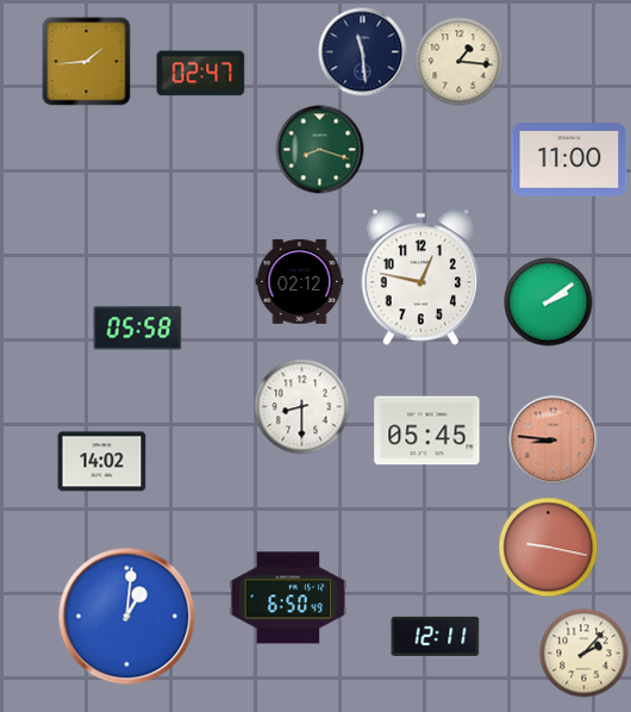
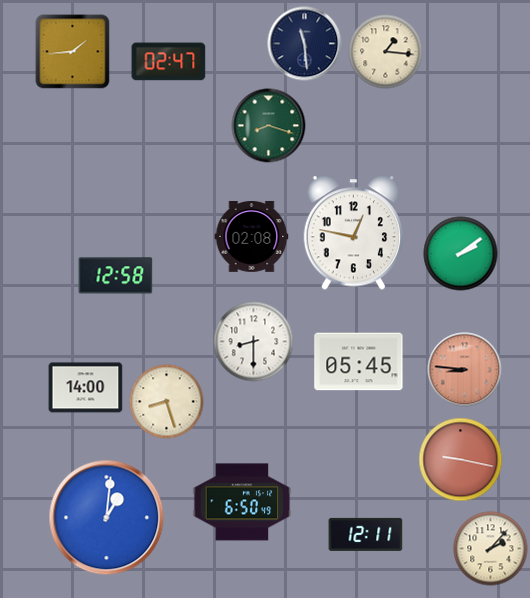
clock at (569, 161): 11:00 -> none
clock at (300, 281): 02:12 -> 02:08
clock at (138, 329): 05:58 -> 12:58
clock at (102, 462): 14:02 -> 14:00
clock at (167, 402): none -> 8:27
